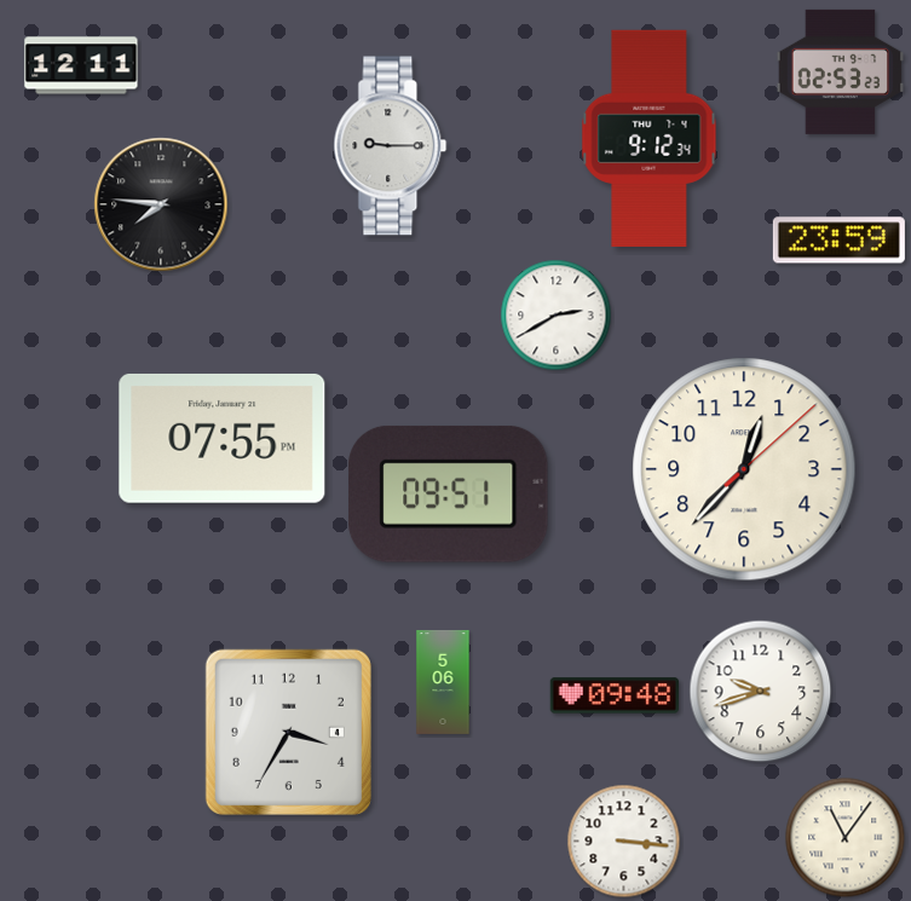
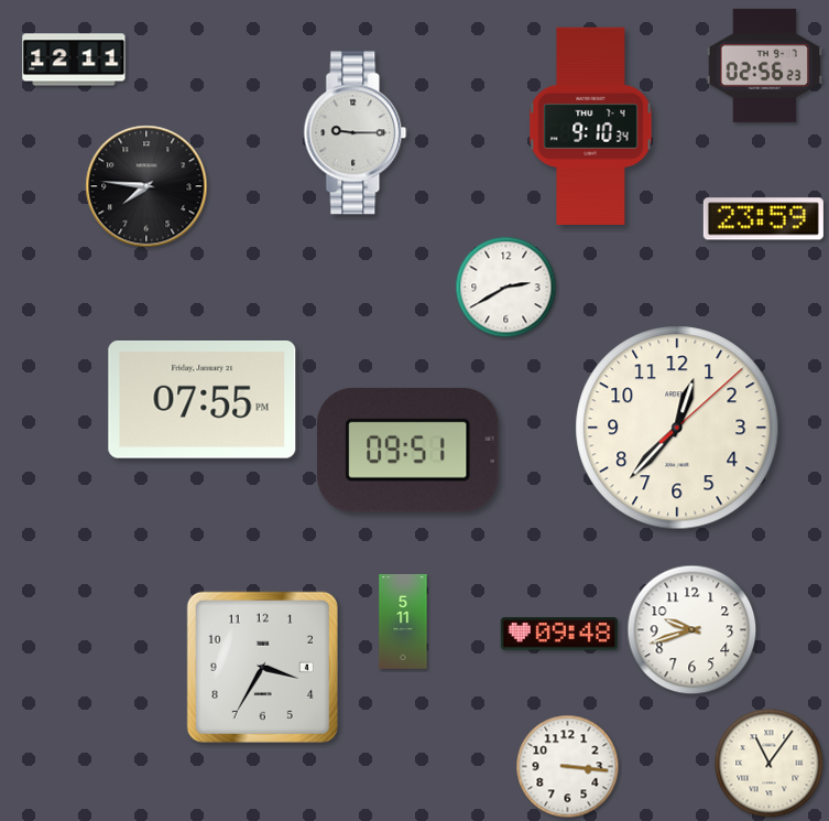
clock at (841, 71): 02:53 -> 02:56
clock at (650, 138): 9:12 -> 9:10
clock at (443, 682): 5:06 -> 5:11
